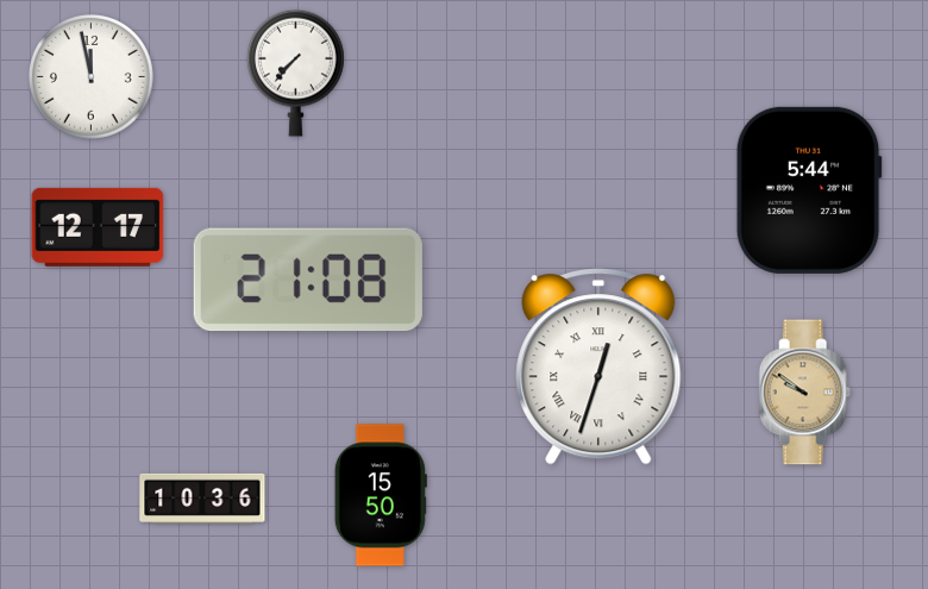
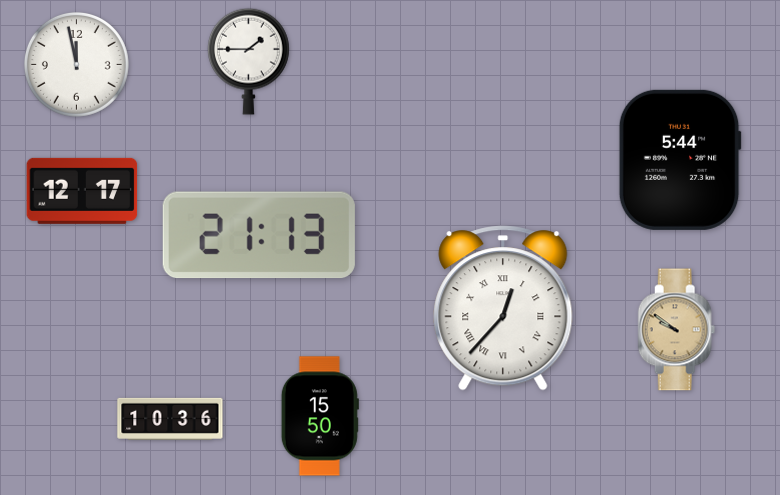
clock at (296, 73): 7:37 -> 1:45
clock at (308, 280): 21:08 -> 21:13
clock at (598, 366): 12:33 -> 12:37
